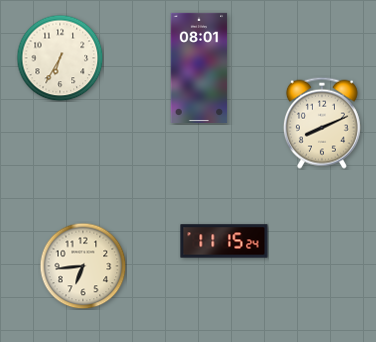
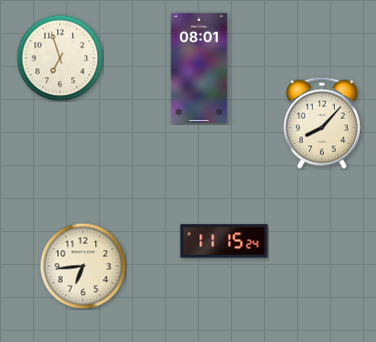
clock at (60, 58): 6:35 -> 6:57
clock at (322, 123): 8:11 -> 8:07
